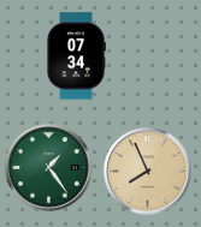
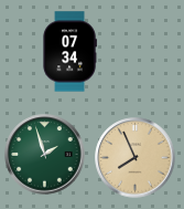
clock at (49, 168): 1:24 -> 1:57
